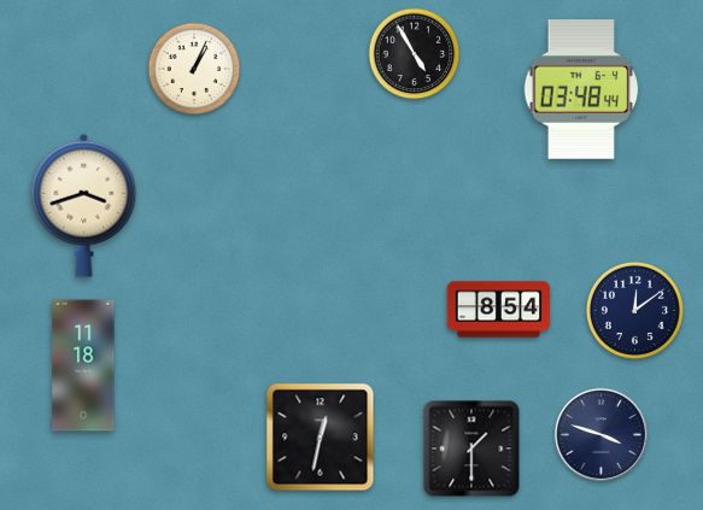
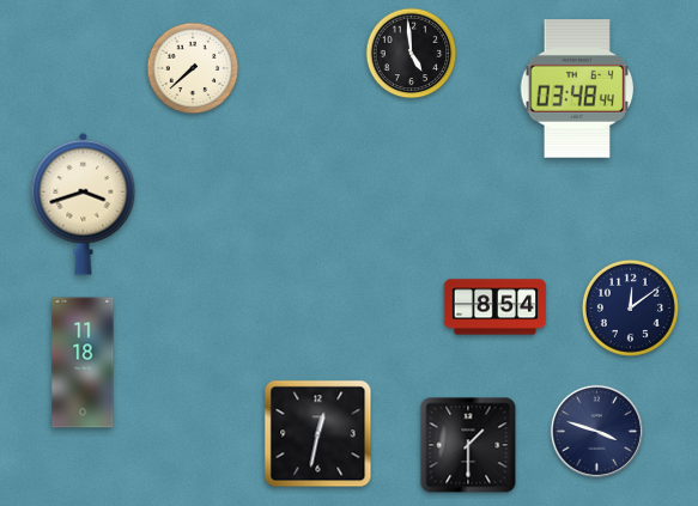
clock at (415, 54): 4:55 -> 4:59
clock at (194, 69): 1:04 -> 7:38
